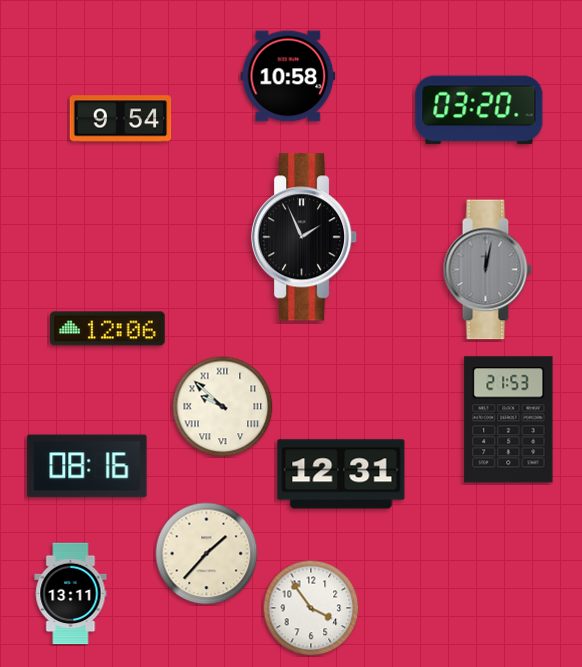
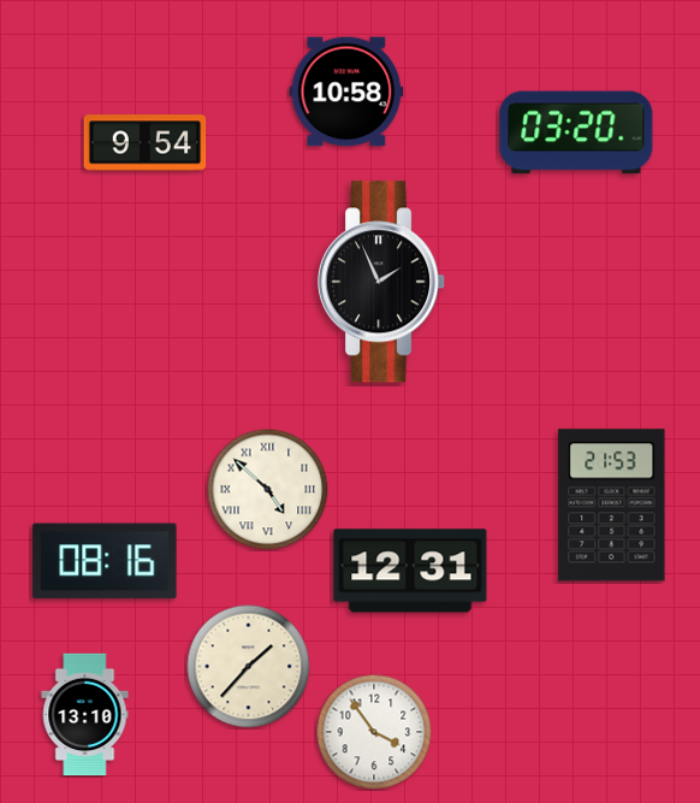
clock at (304, 237) position: (304, 237) -> (381, 282)
clock at (487, 270): 12:02 -> none
clock at (108, 329): 12:06 -> none
clock at (223, 407): 9:52 -> 4:52
clock at (71, 594): 13:11 -> 13:10
